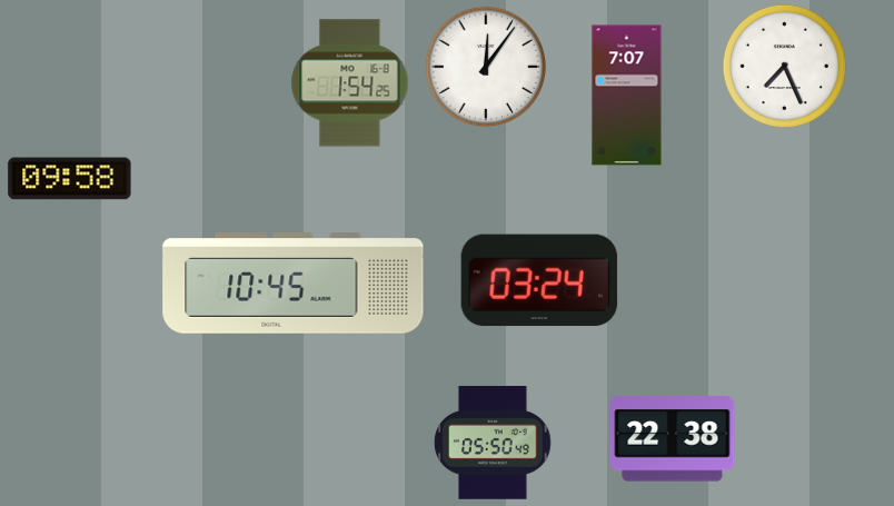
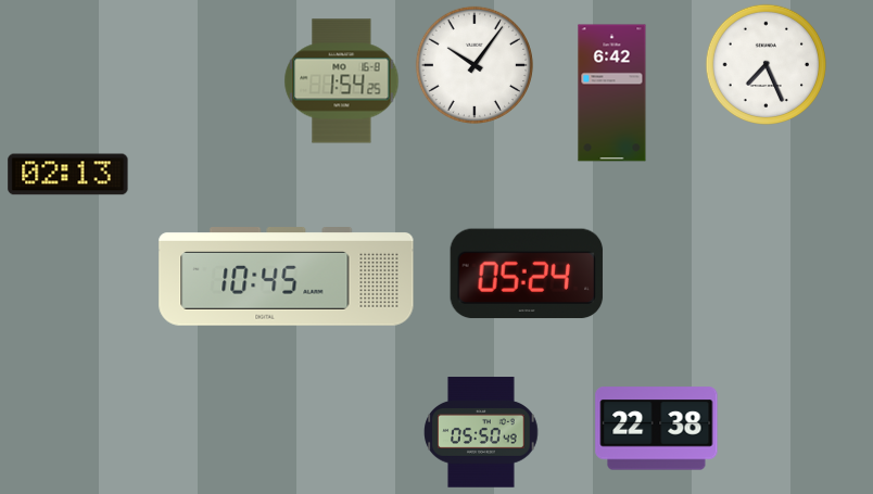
clock at (486, 67): 12:06 -> 10:06
clock at (627, 96): 7:07 -> 6:42
clock at (70, 179): 09:58 -> 02:13
clock at (539, 280): 03:24 -> 05:24
